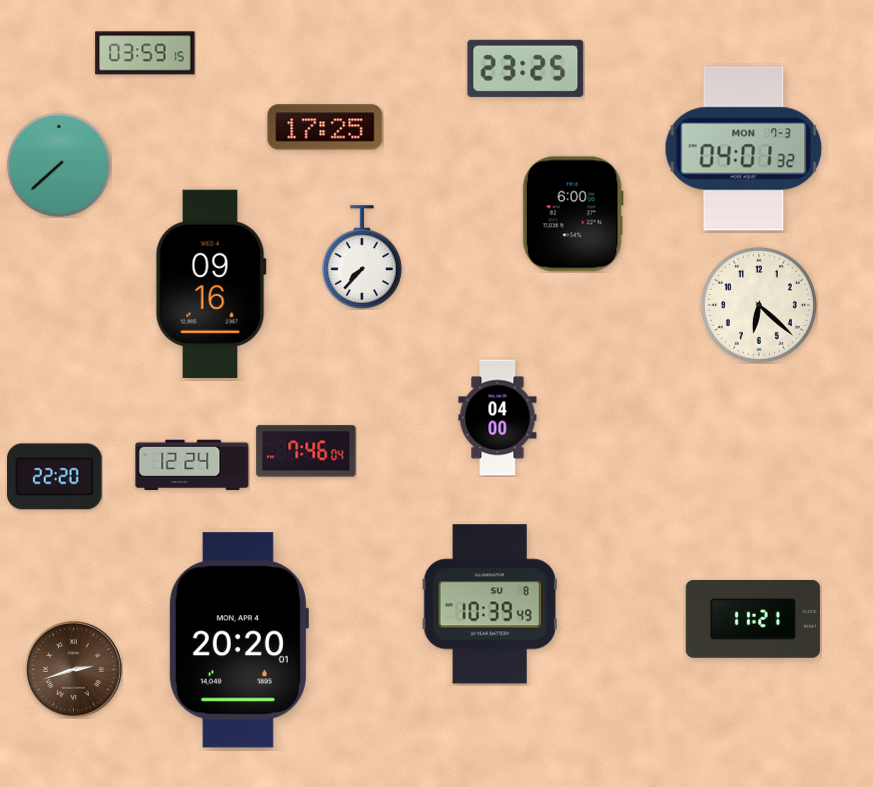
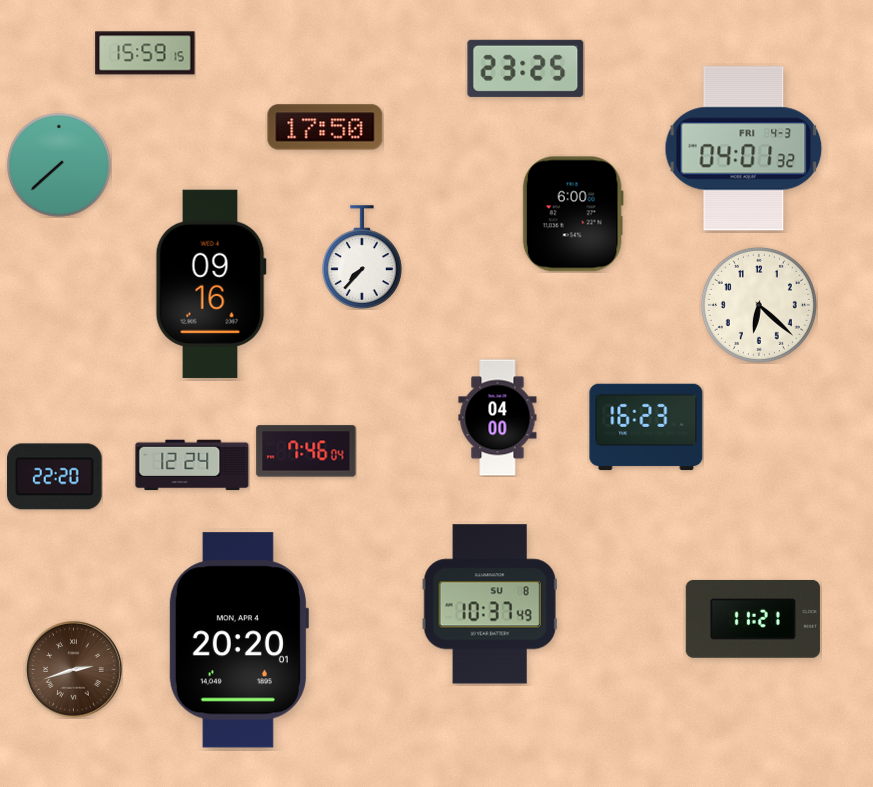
clock at (145, 53): 03:59 -> 15:59
clock at (325, 127): 17:25 -> 17:50
clock at (744, 149) date: MON 7-3 -> FRI 4-3
clock at (646, 427): none -> 16:23
clock at (490, 604): 10:39 -> 10:37
